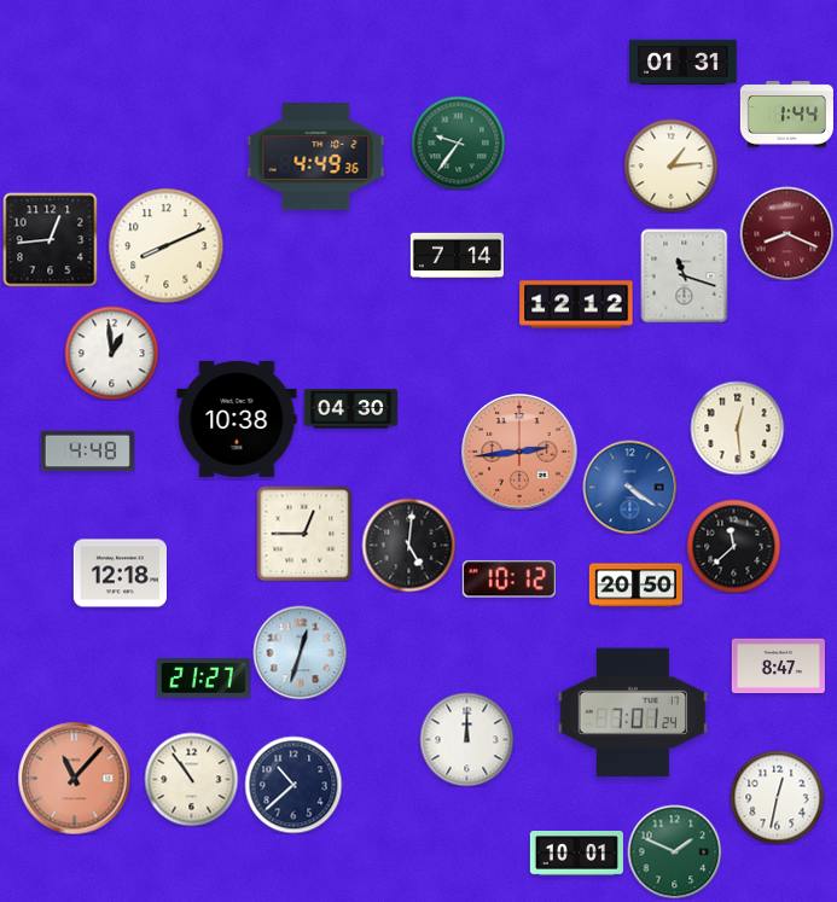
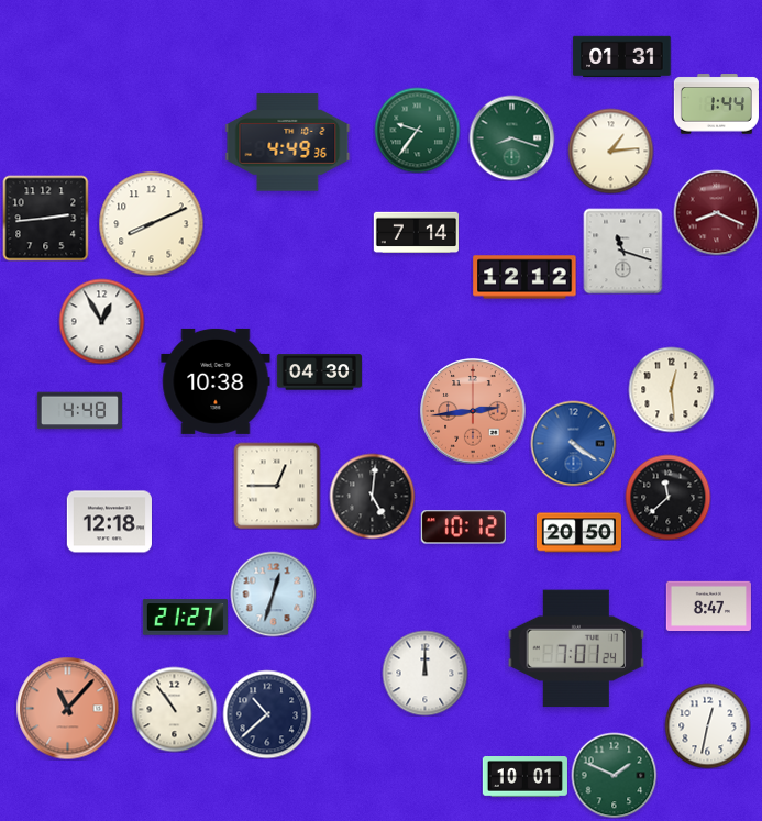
clock at (511, 137): none -> 8:18
clock at (50, 239): 12:44 -> 2:44
clock at (111, 353): 12:59 -> 12:55
